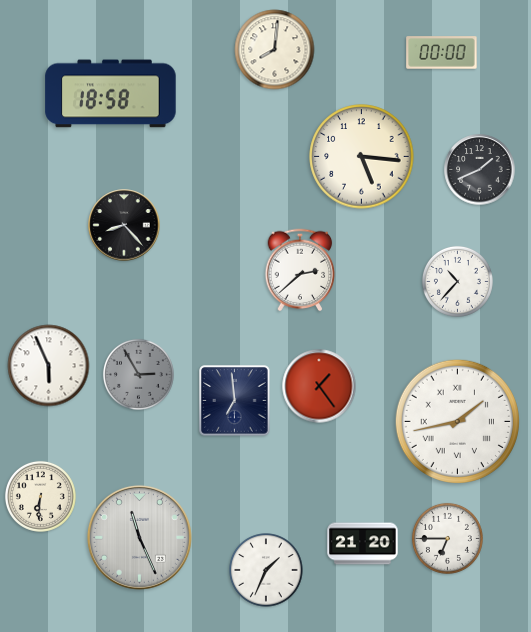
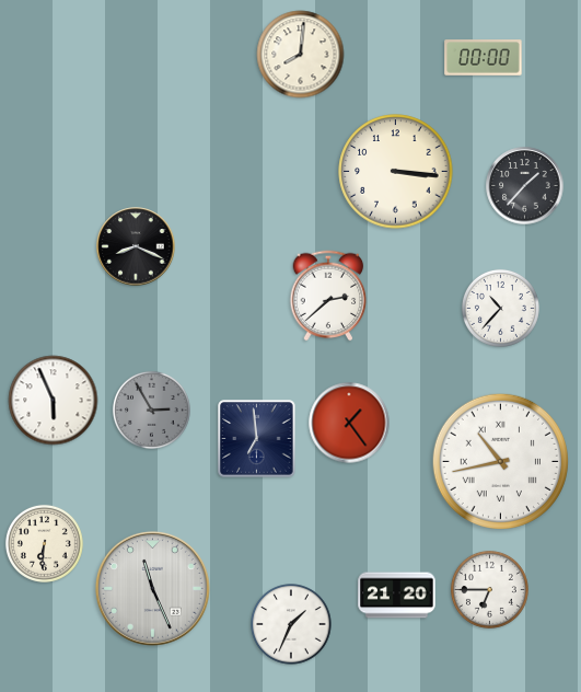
clock at (111, 94): 18:58 -> none
clock at (362, 157): 5:16 -> 3:16
clock at (480, 170): 1:41 -> 1:37
clock at (124, 225): 8:23 -> 8:19
clock at (457, 421): 1:43 -> 10:43
